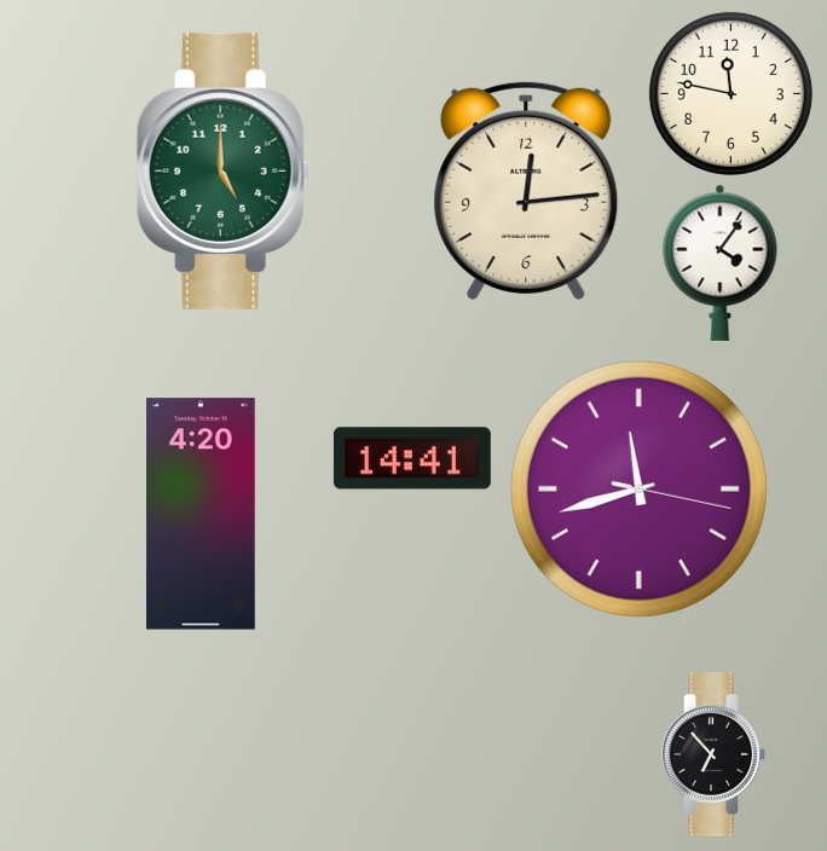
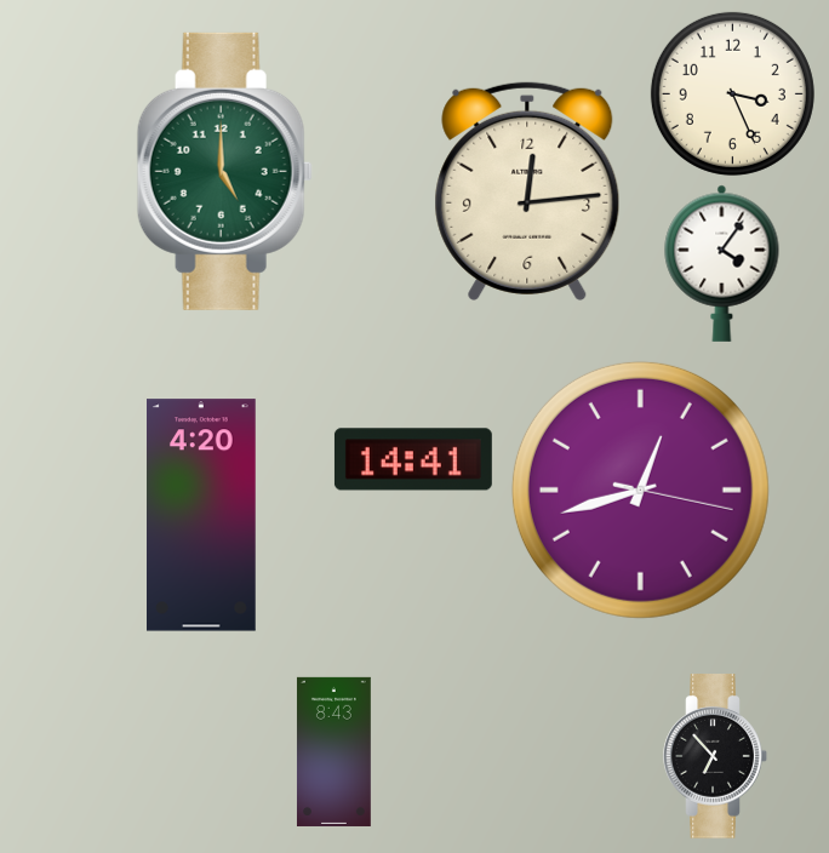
clock at (730, 93): 11:47 -> 3:26
clock at (638, 488): 11:42 -> 12:42
clock at (333, 751): none -> 8:43
